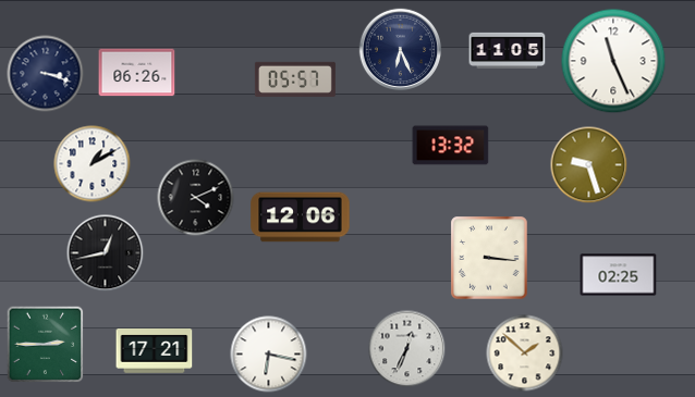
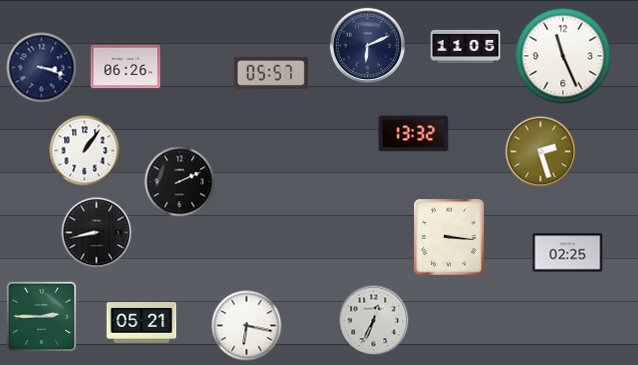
clock at (401, 50): 6:26 -> 6:11
clock at (93, 164): 1:10 -> 1:06
clock at (589, 165): 9:27 -> 2:27
clock at (196, 198): 4:11 -> 2:11
clock at (301, 218): 12:06 -> none
clock at (106, 253): 12:43 -> 8:43
clock at (155, 351): 17:21 -> 05:21
clock at (525, 353): 1:52 -> none
